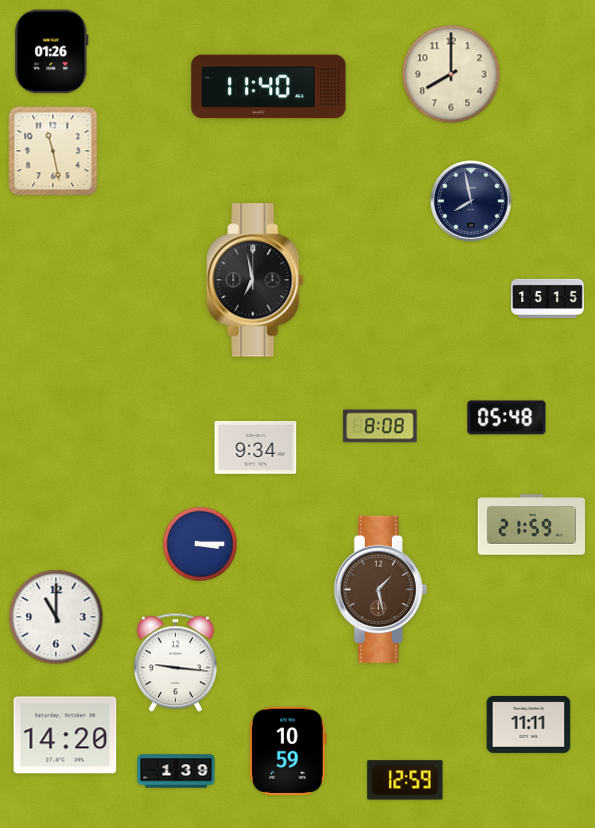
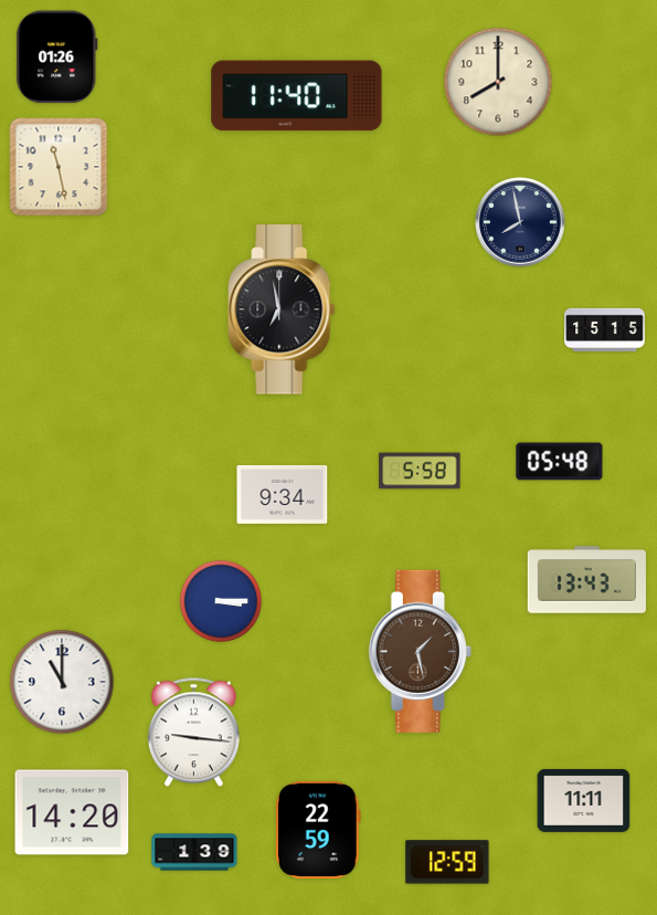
clock at (380, 426): 8:08 -> 5:58
clock at (531, 525): 21:59 -> 13:43
clock at (289, 751): 10:59 -> 22:59
